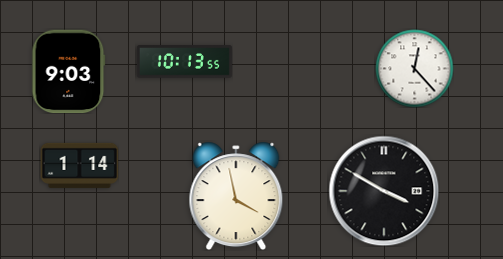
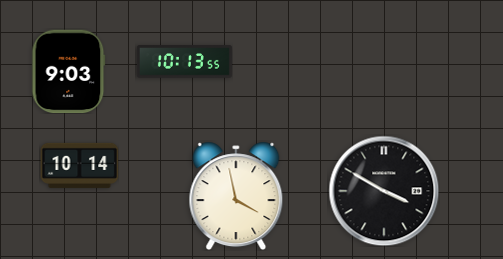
clock at (414, 68): 12:23 -> none
clock at (79, 165): 1:14 -> 10:14
